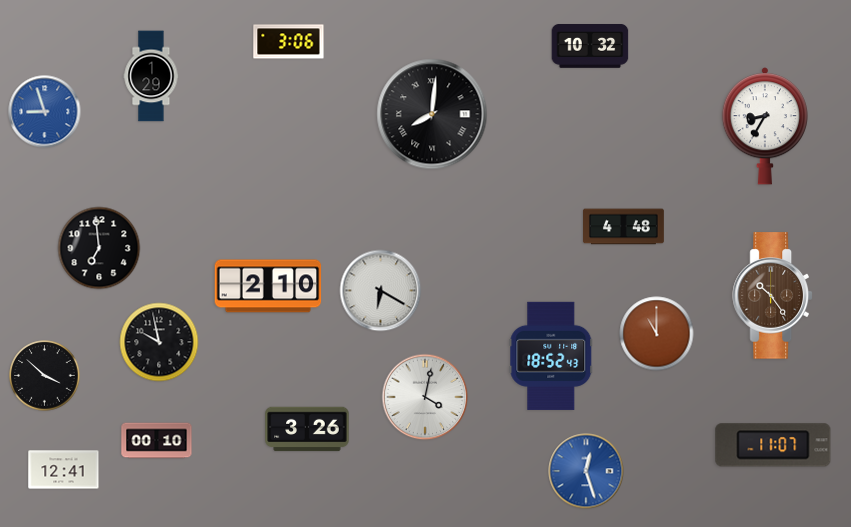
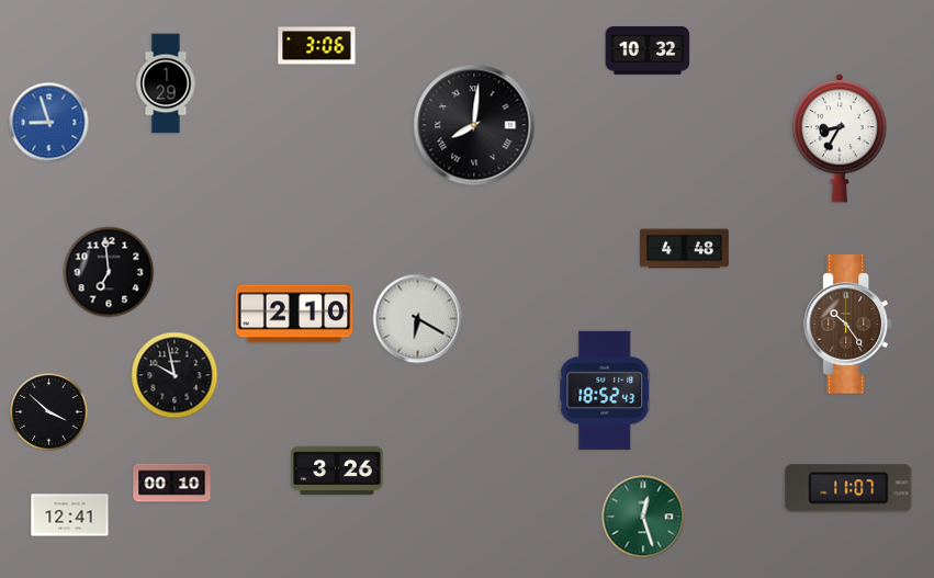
clock at (657, 334): 11:00 -> none
clock at (425, 397): 4:02 -> none
clock at (586, 471) dial: blue -> green
